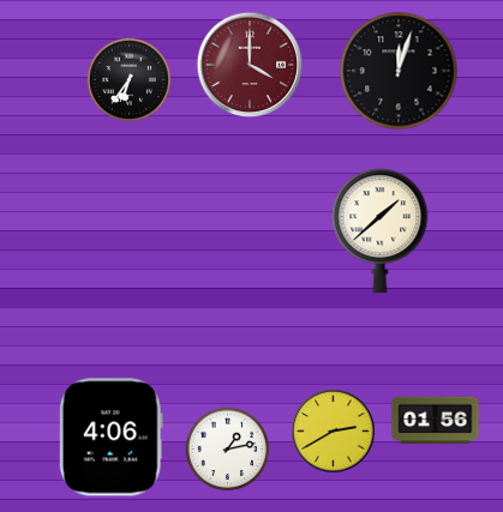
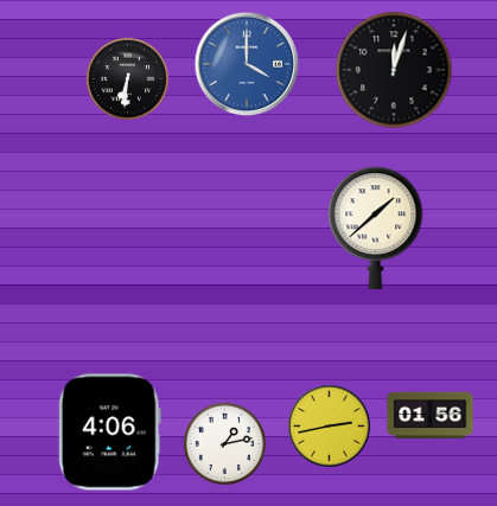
clock at (250, 65) dial: burgundy -> blue
clock at (130, 80): 6:36 -> 6:31
clock at (334, 432): 2:40 -> 2:43
